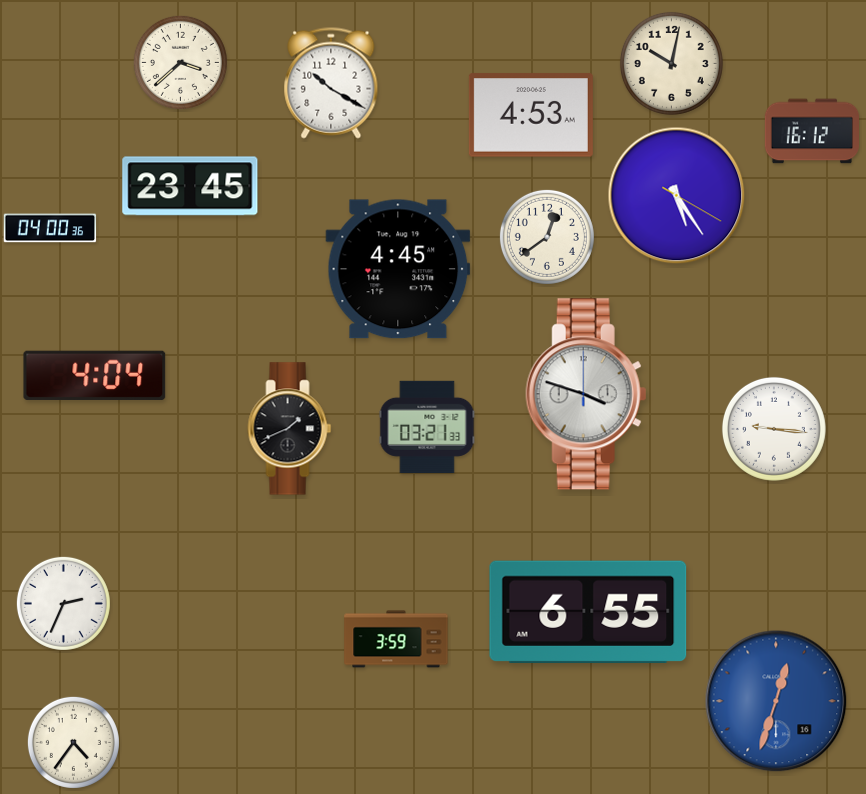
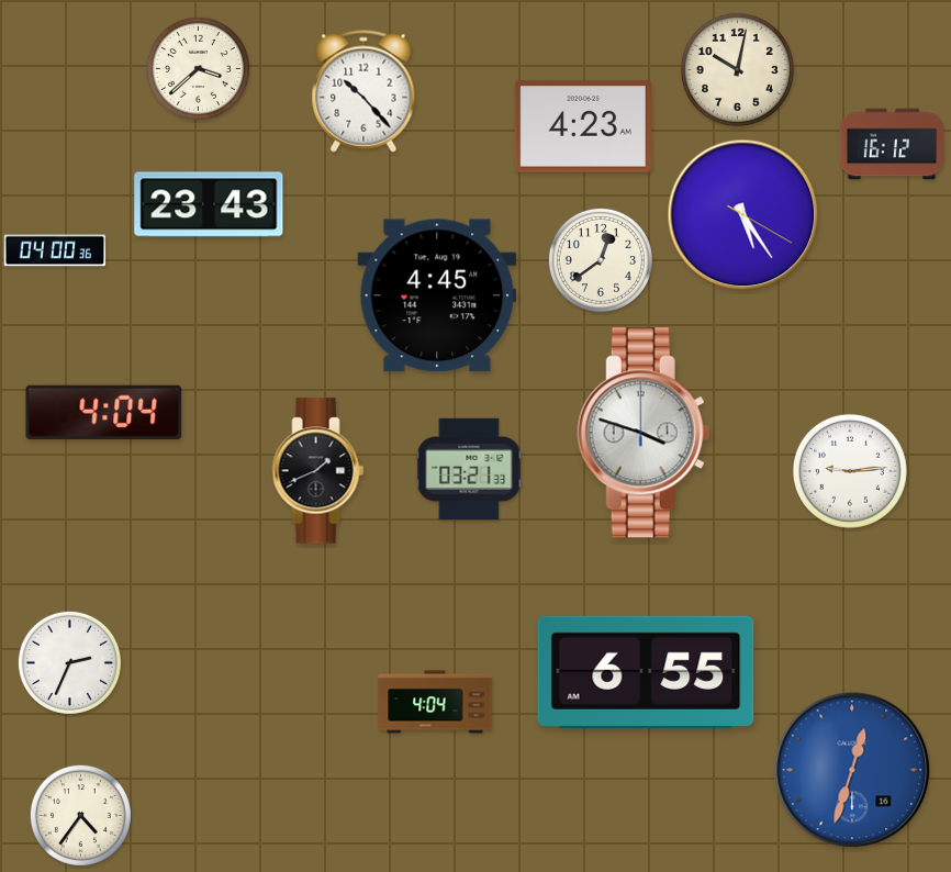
clock at (331, 83): 10:20 -> 10:23
clock at (531, 115): 4:53 -> 4:23
clock at (190, 186): 23:45 -> 23:43
clock at (774, 429): 9:16 -> 9:14
clock at (396, 639): 3:59 -> 4:04
